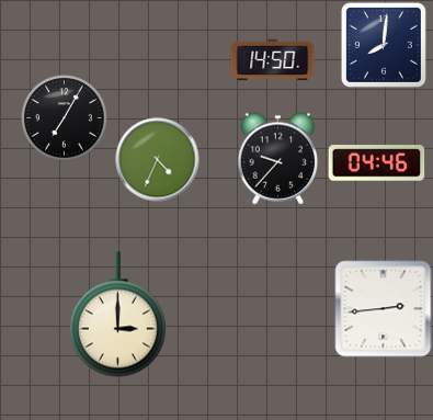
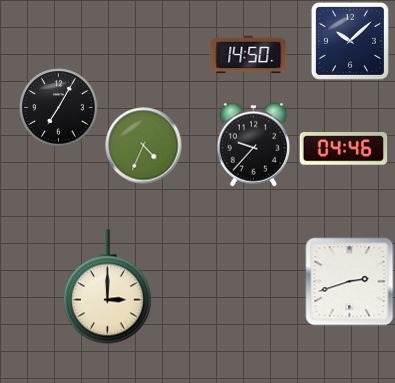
clock at (384, 45): 8:01 -> 10:08
clock at (384, 309): 2:44 -> 2:42
